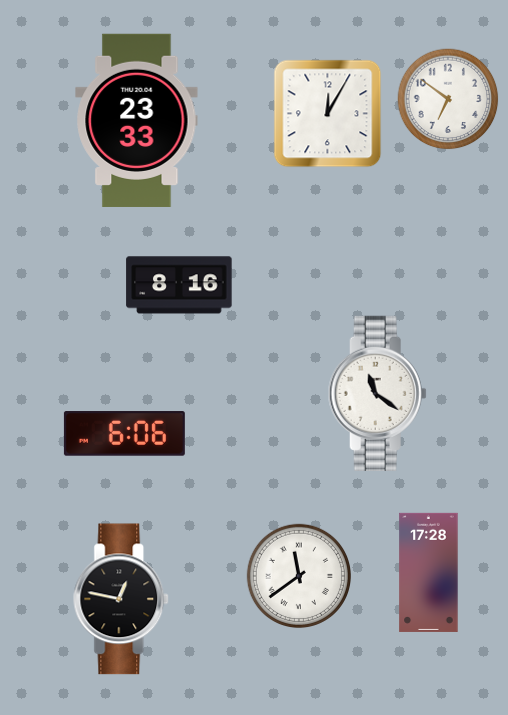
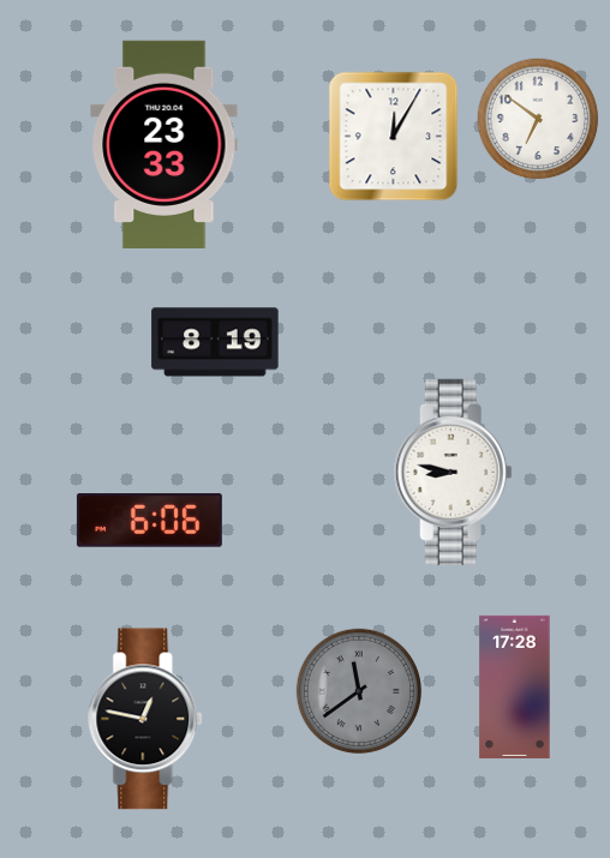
clock at (179, 285): 8:16 -> 8:19
clock at (377, 393): 11:21 -> 8:47
clock at (298, 575) dial: white -> grey
